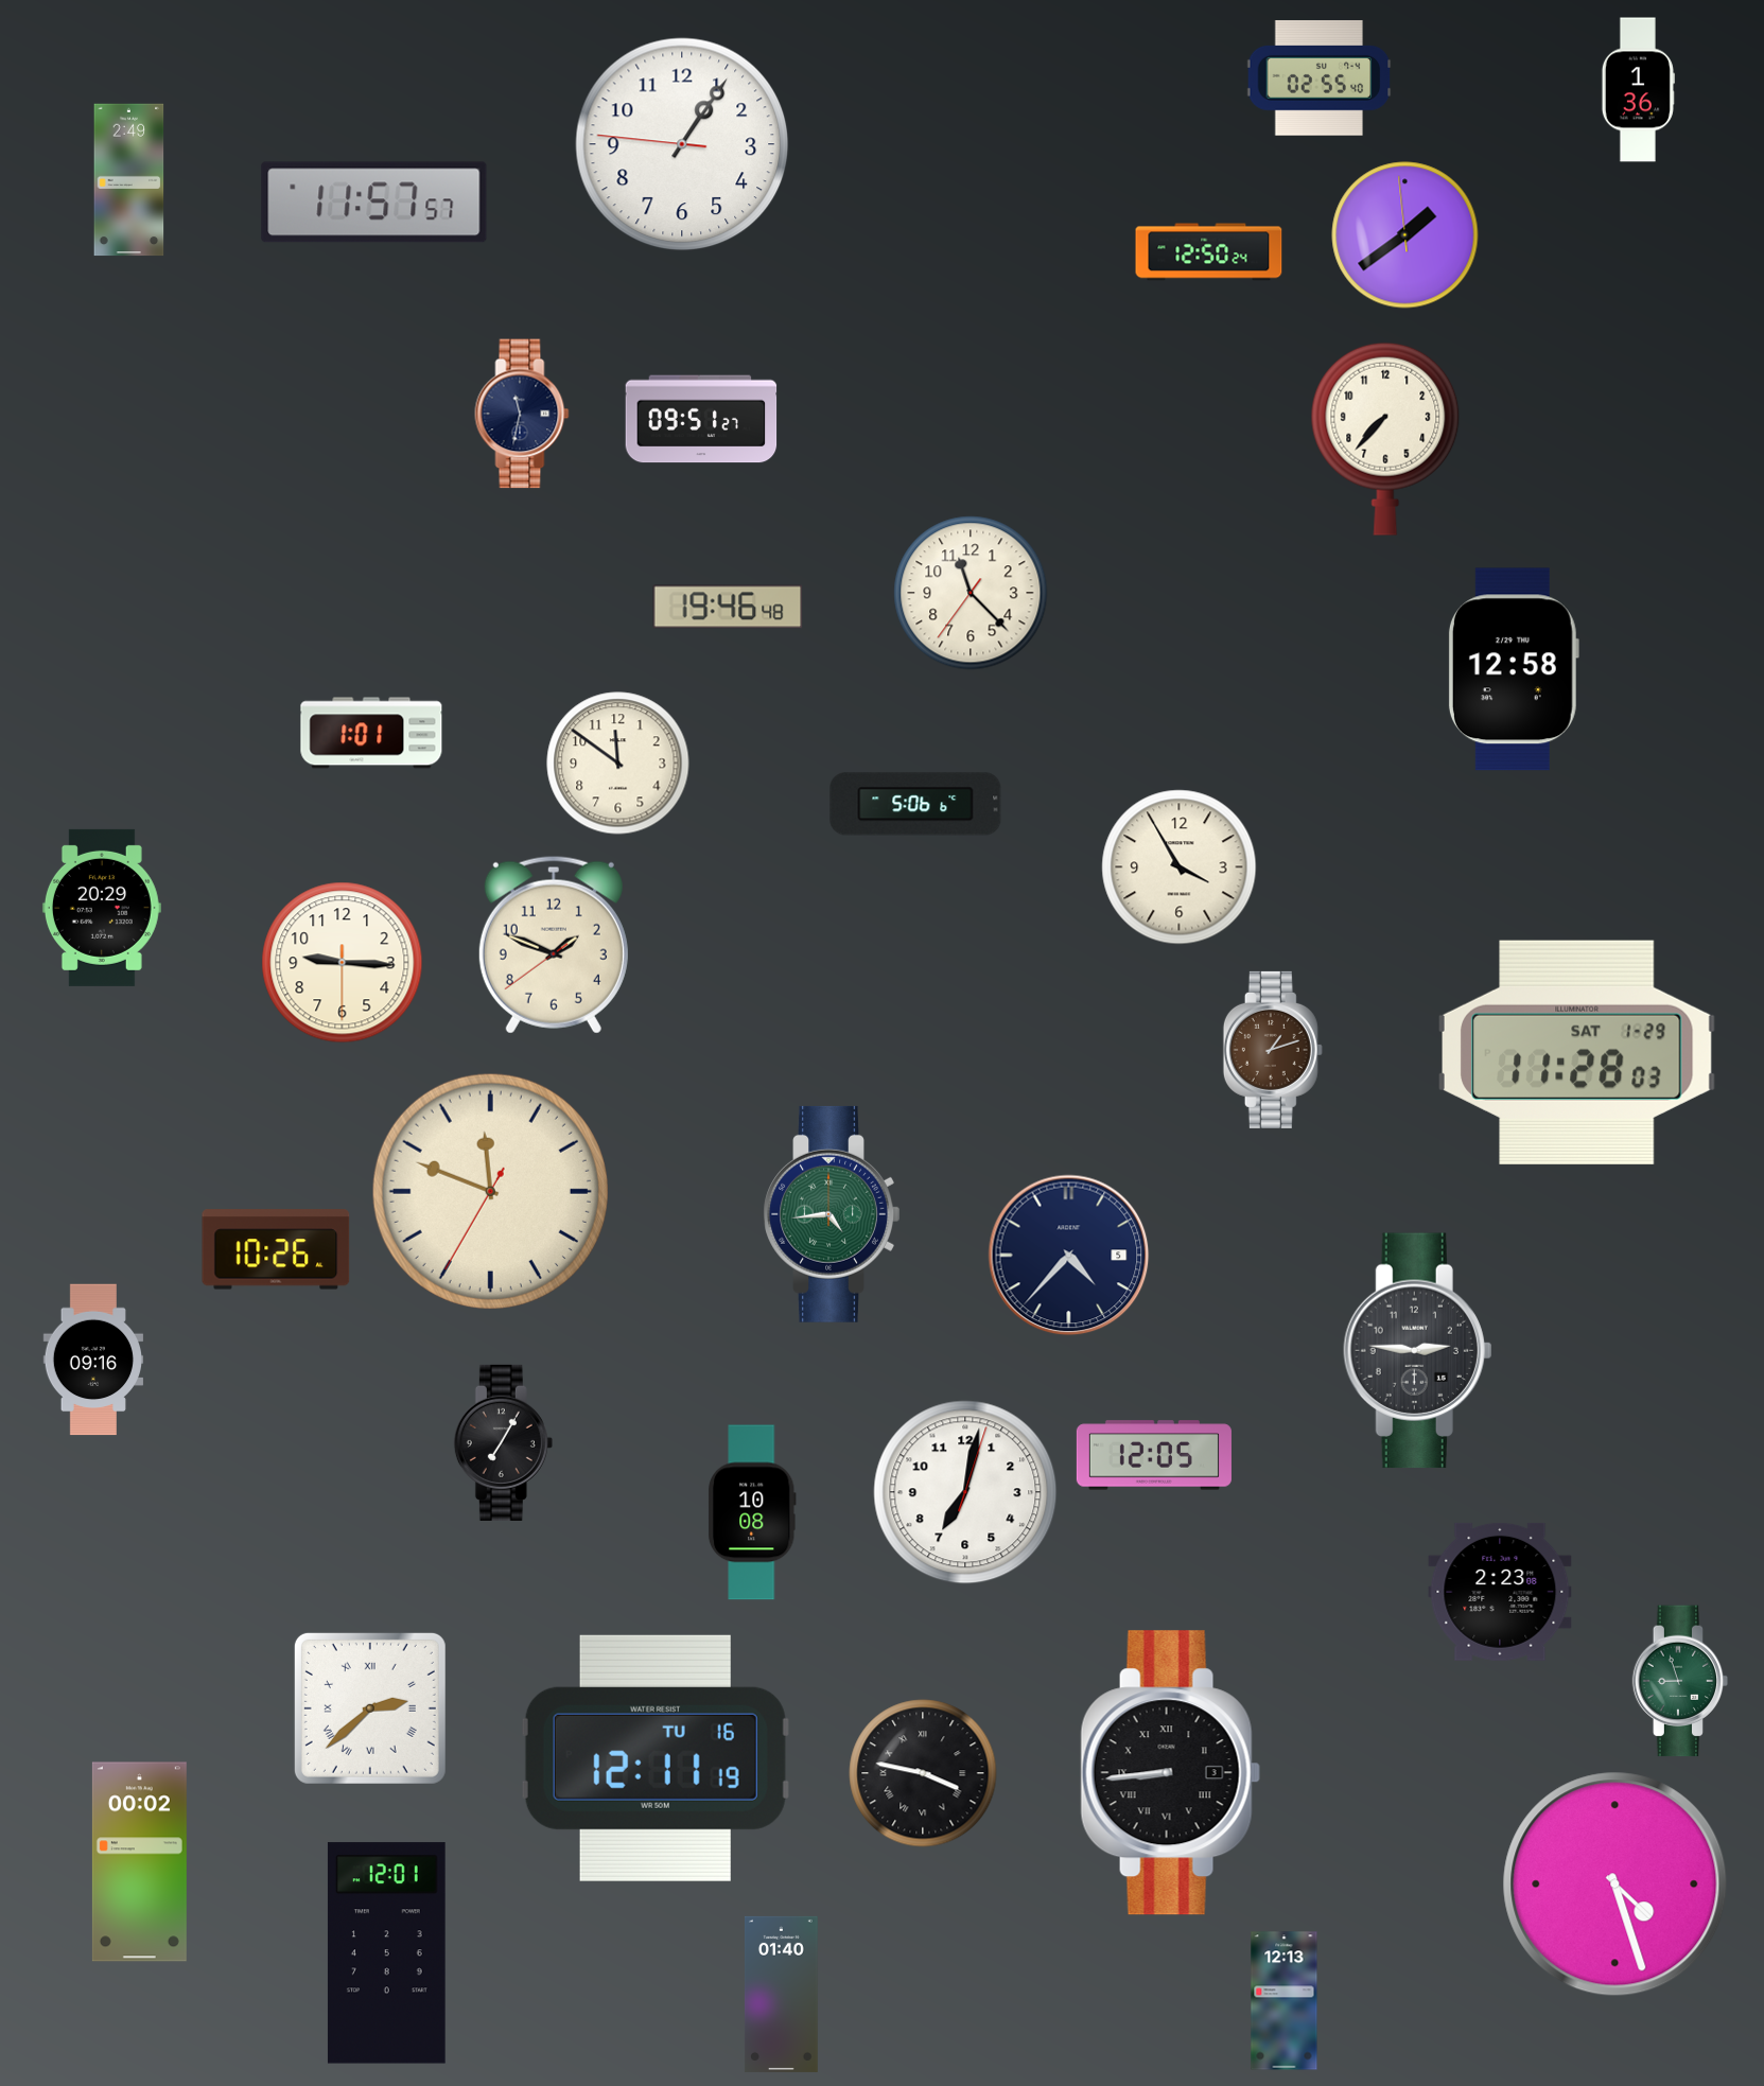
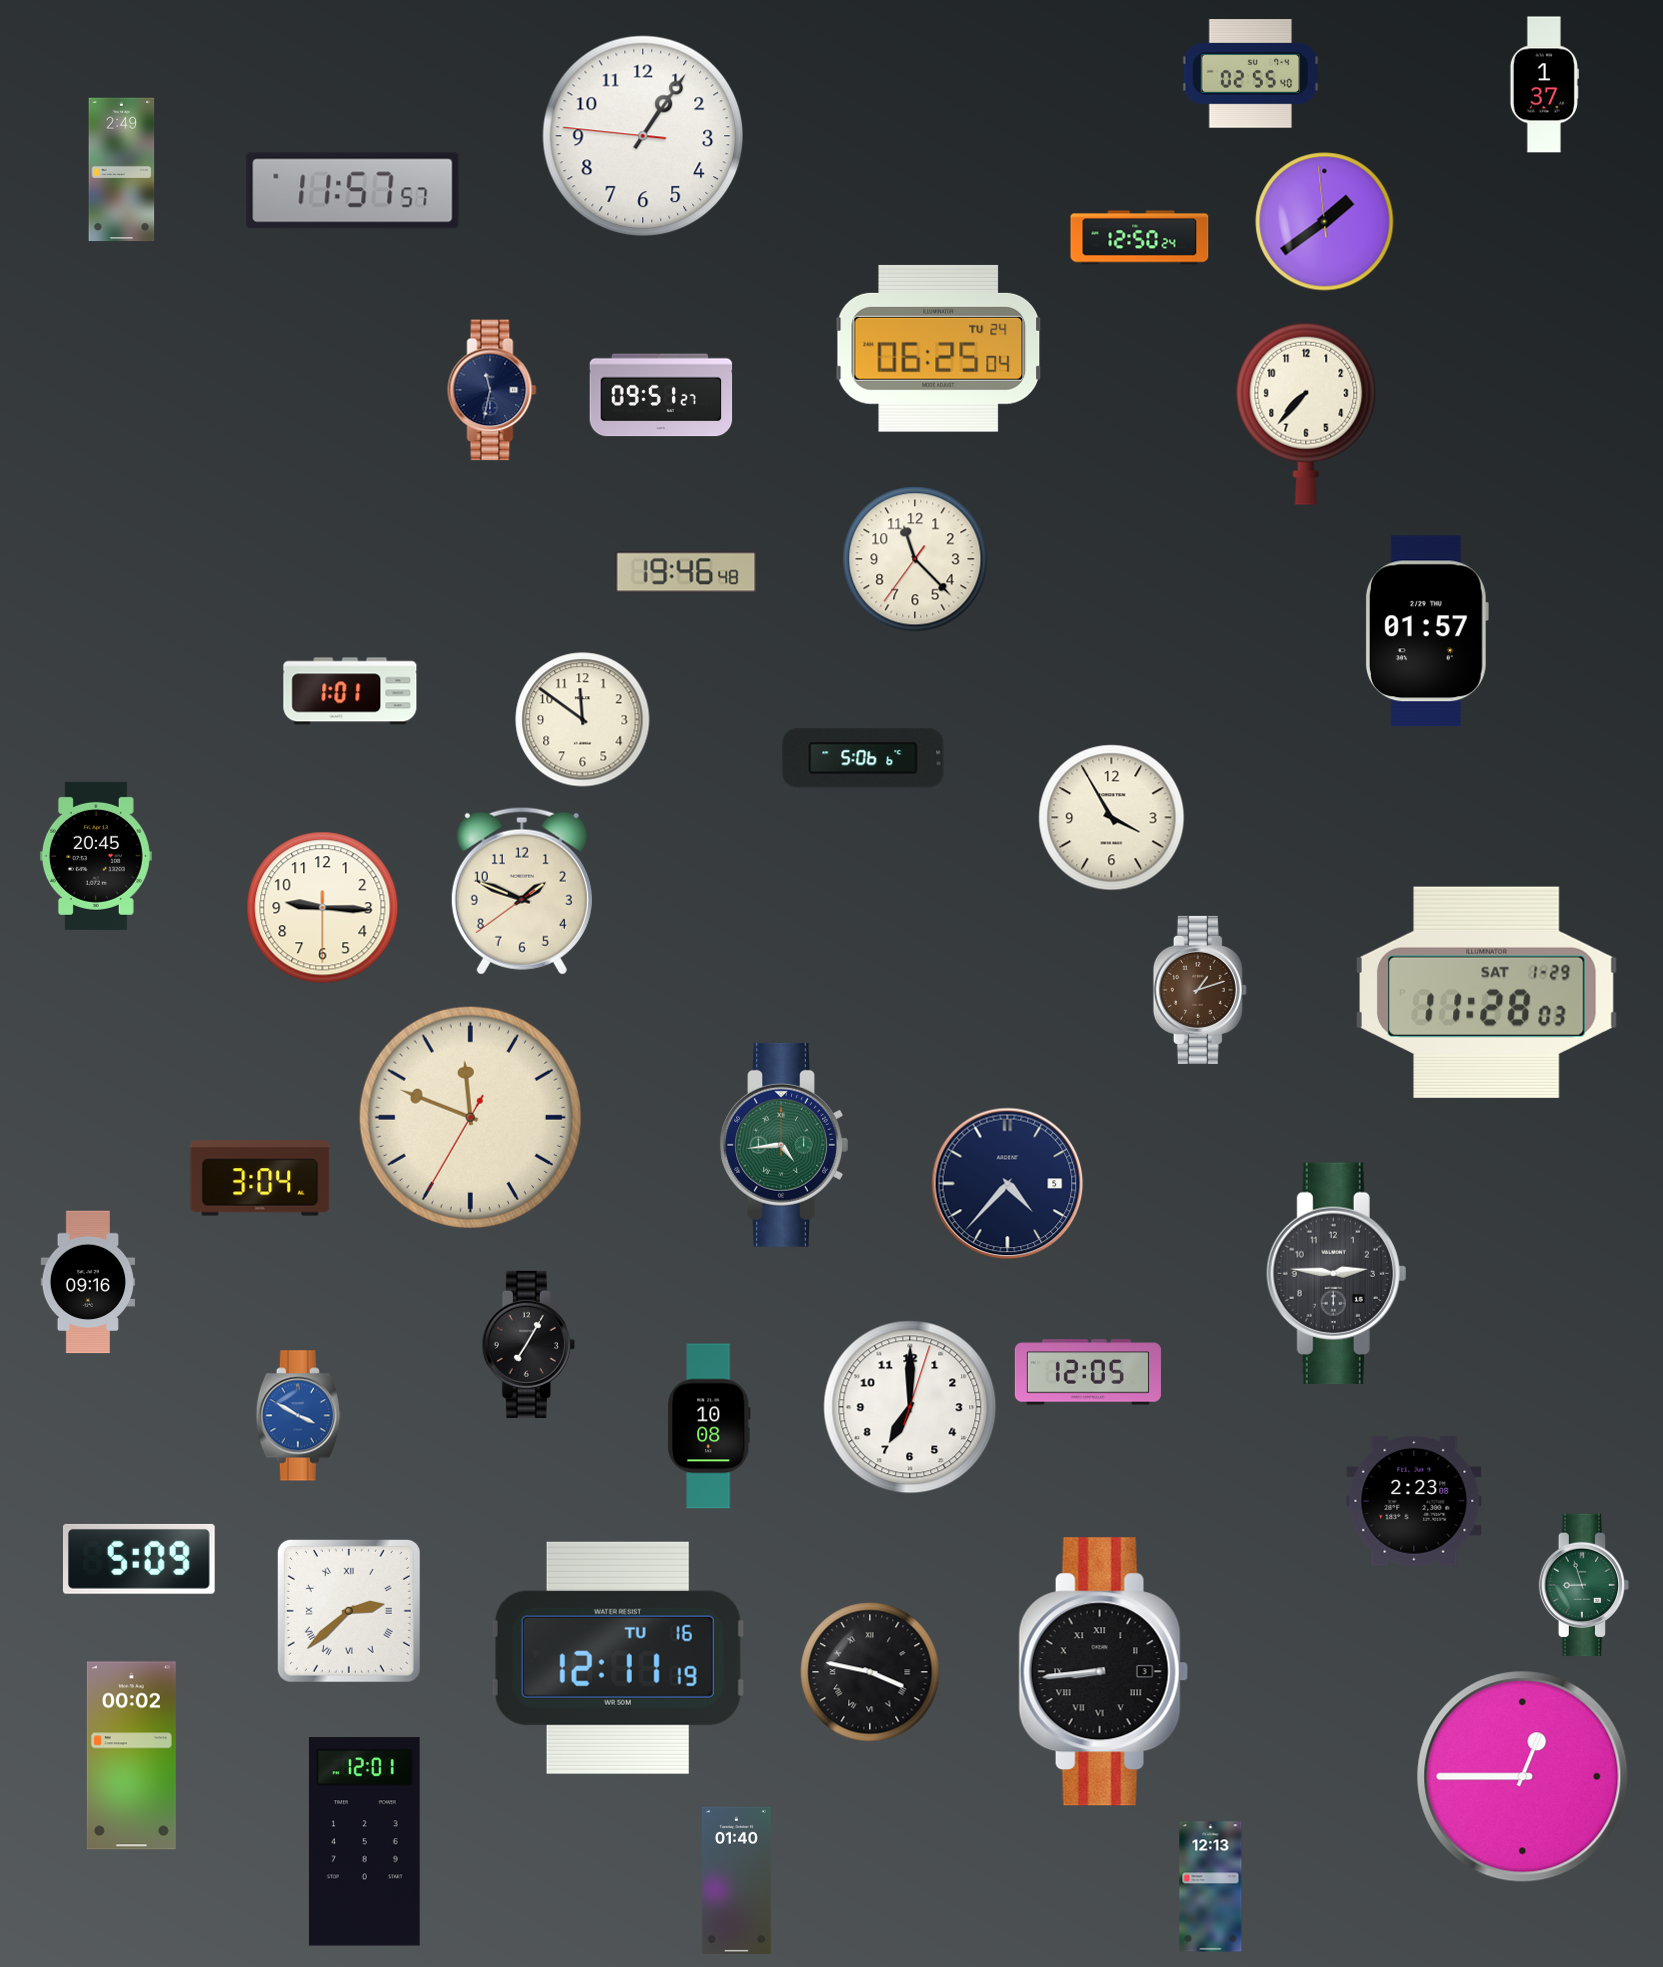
clock at (1320, 78) position: (1320, 78) -> (1251, 74)
clock at (1638, 90): 1:36 -> 1:37
clock at (939, 348): none -> 06:25
clock at (1513, 669): 12:58 -> 01:57
clock at (102, 908): 20:29 -> 20:45
clock at (490, 1191) position: (490, 1191) -> (470, 1117)
clock at (276, 1249): 10:26 -> 3:04
clock at (503, 1442) position: (503, 1442) -> (528, 1344)
clock at (965, 1492): 7:02 -> 7:00
clock at (298, 1416): none -> 3:50
clock at (139, 1559): none -> 5:09
clock at (1615, 1885): 4:27 -> 12:45
